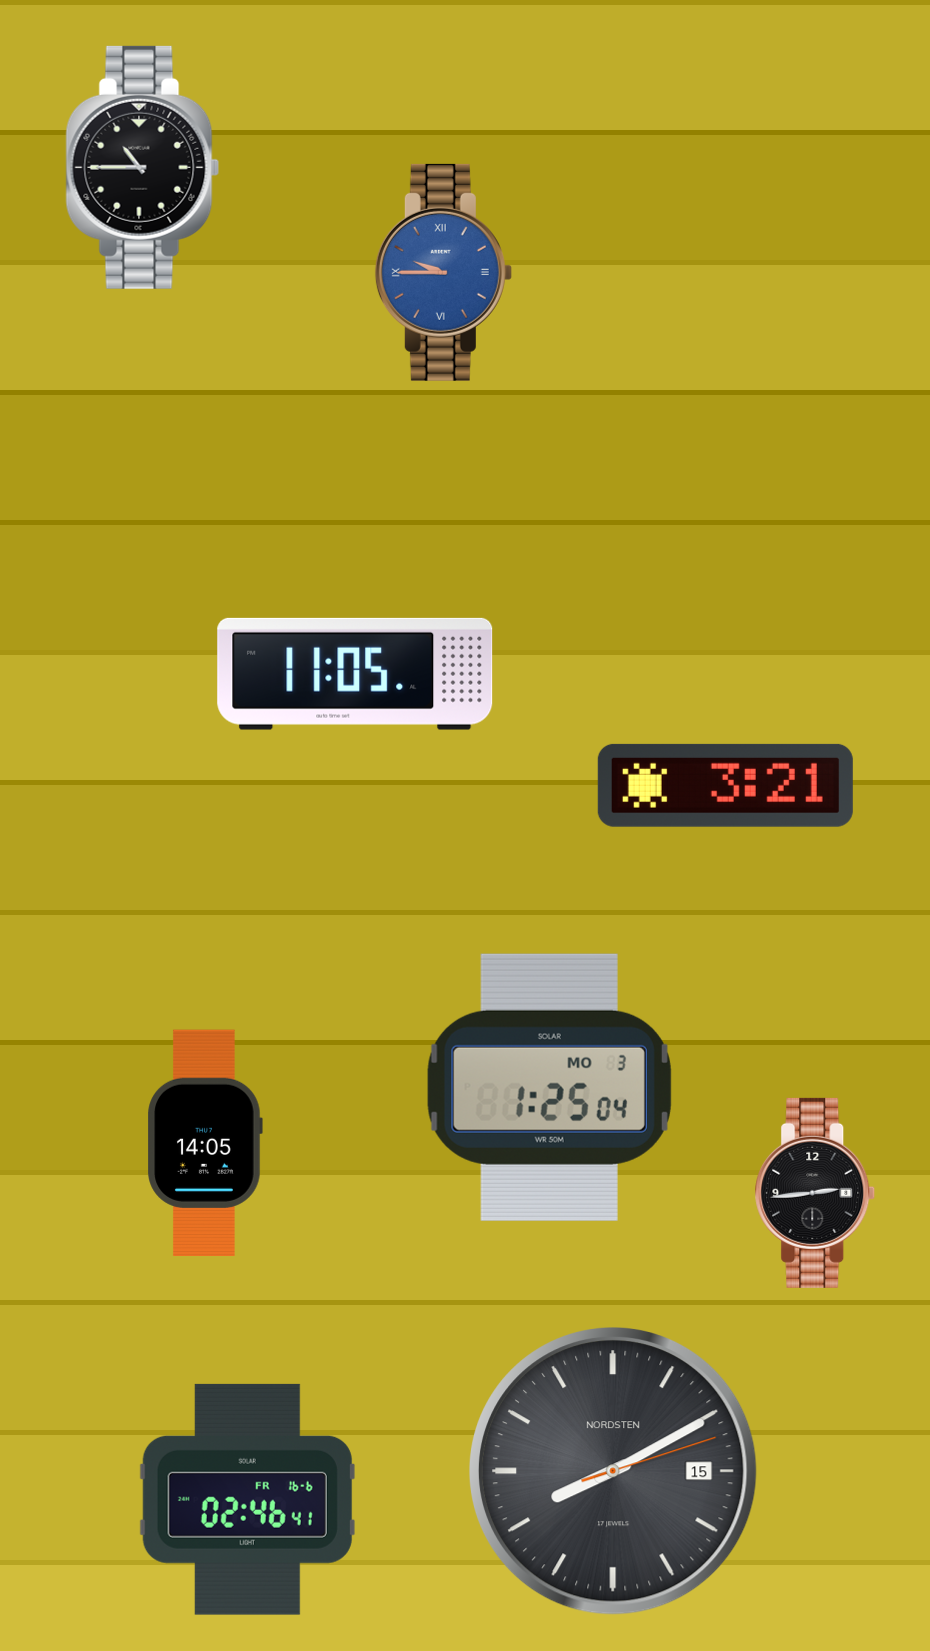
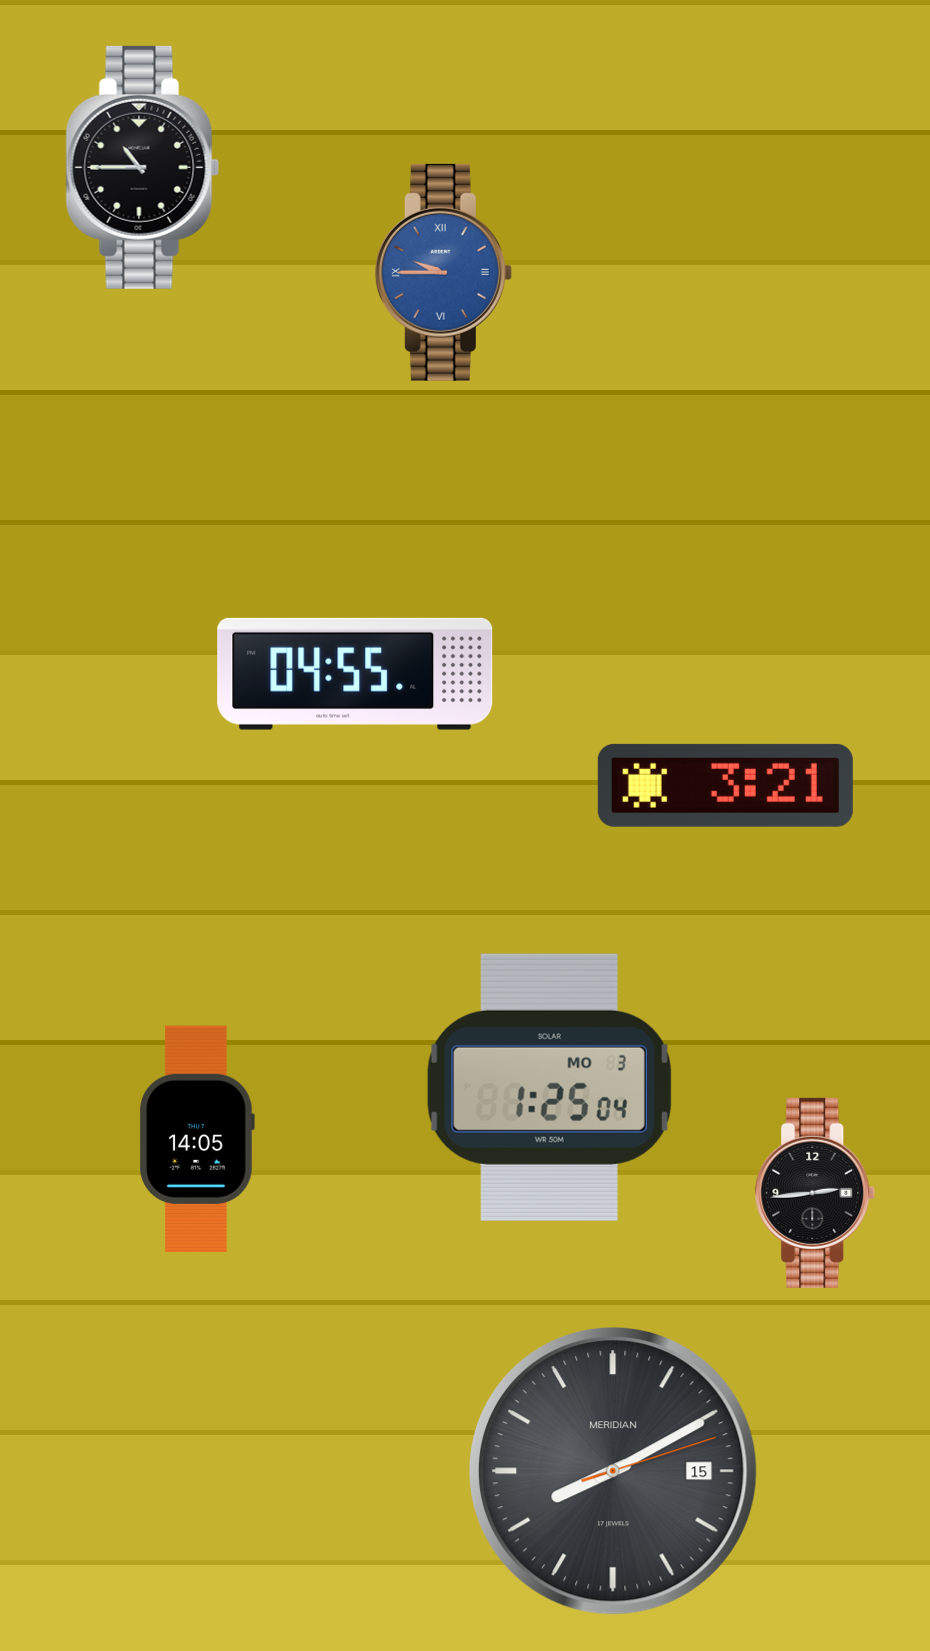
clock at (355, 674): 11:05 -> 04:55
clock at (205, 1142) position: (205, 1142) -> (197, 1138)
clock at (614, 1472) brand: NORDSTEN -> MERIDIAN
clock at (247, 1499): 02:46 -> none
